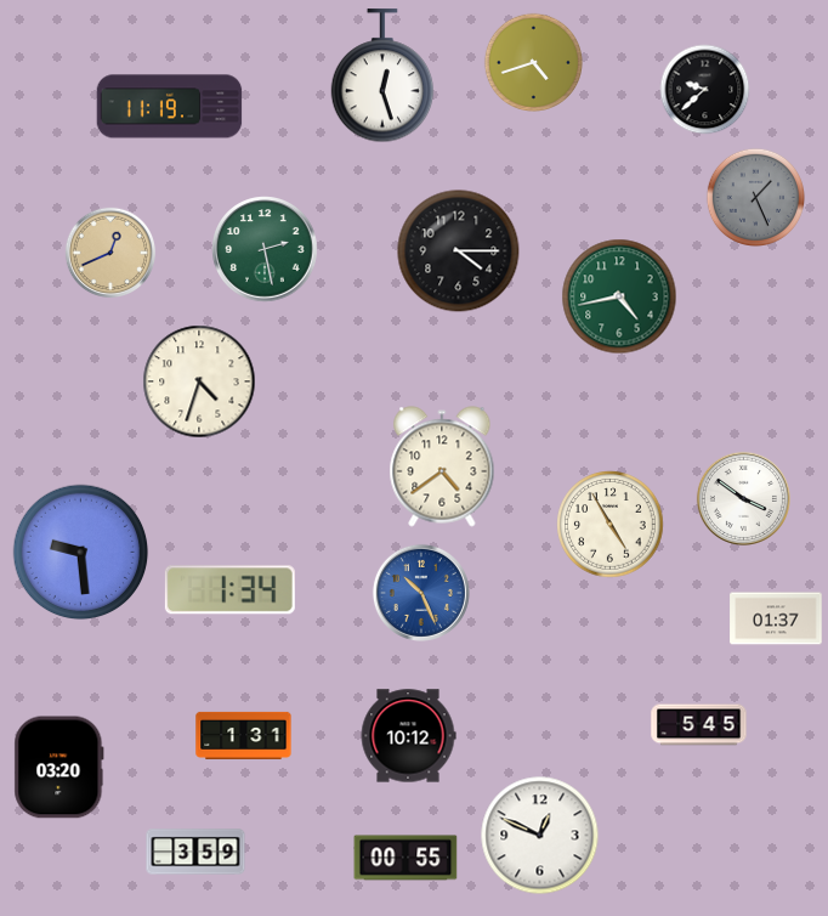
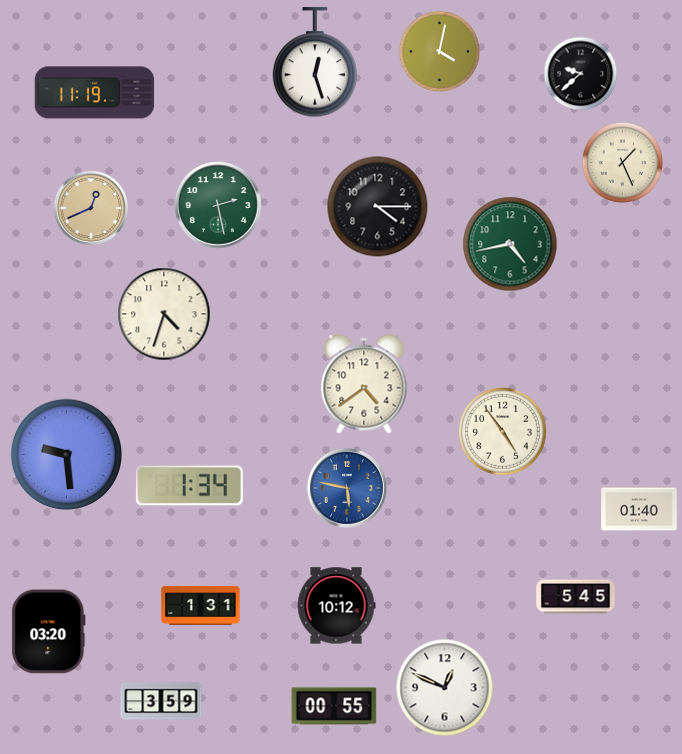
clock at (533, 62): 4:42 -> 4:02
clock at (170, 107) position: (170, 107) -> (95, 93)
clock at (755, 197) dial: grey -> cream
clock at (743, 498): 3:51 -> none
clock at (611, 525): 4:55 -> 4:54
clock at (421, 593): 10:26 -> 5:47
clock at (776, 618): 01:37 -> 01:40
